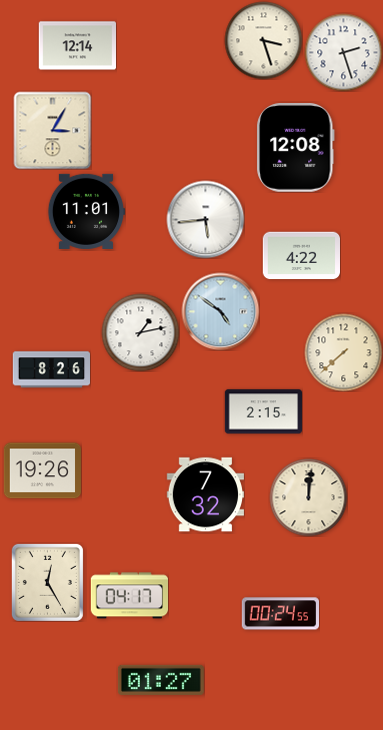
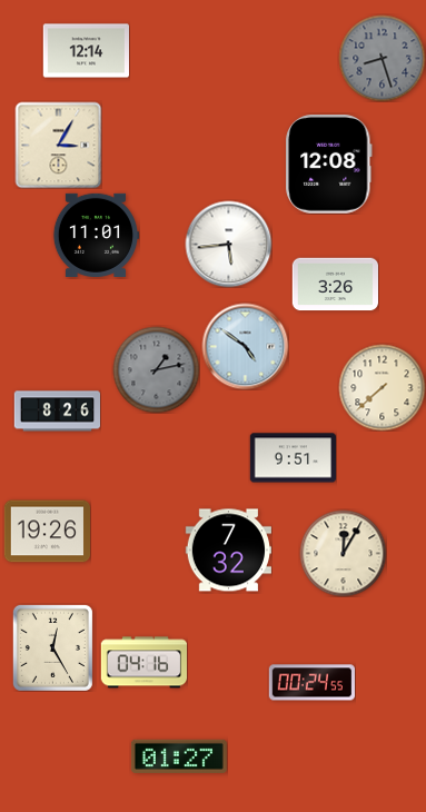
clock at (263, 40): 3:27 -> none
clock at (343, 52): 2:27 -> 8:27
clock at (343, 52) dial: white -> grey
clock at (301, 256): 4:22 -> 3:26
clock at (140, 332) dial: white -> grey
clock at (343, 352) position: (343, 352) -> (382, 387)
clock at (263, 412): 2:15 -> 9:51
clock at (42, 471) position: (42, 471) -> (47, 532)
clock at (308, 497): 12:01 -> 12:05
clock at (129, 596): 04:17 -> 04:16
